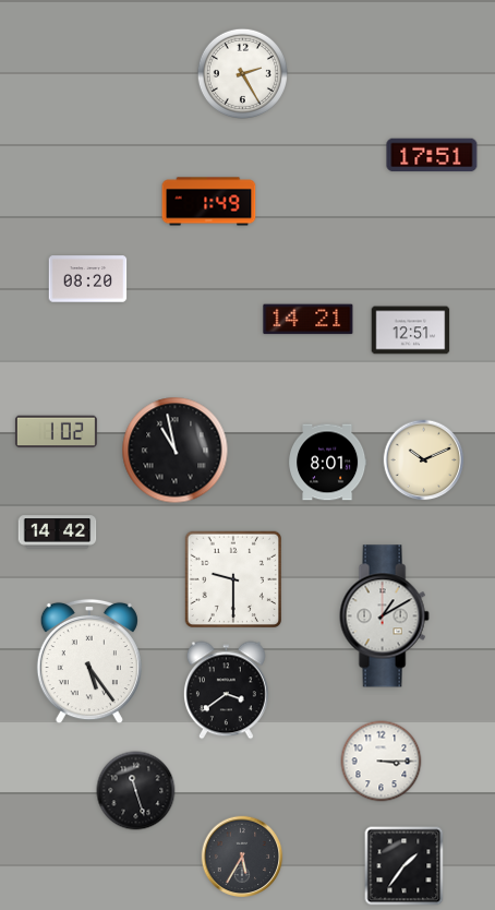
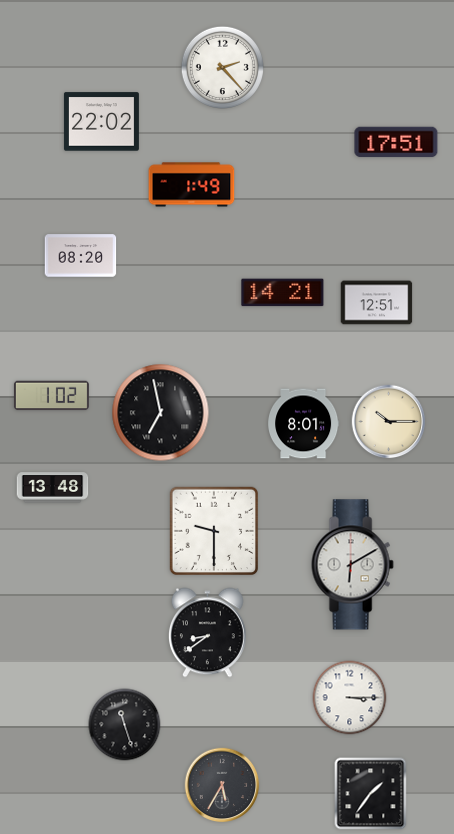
clock at (242, 73): 2:25 -> 2:23
clock at (101, 122): none -> 22:02
clock at (176, 451): 10:58 -> 6:58
clock at (424, 460): 10:11 -> 10:15
clock at (328, 463) position: (328, 463) -> (304, 424)
clock at (58, 532): 14:42 -> 13:48
clock at (384, 616): 1:10 -> 6:10
clock at (89, 661): 5:24 -> none
clock at (226, 691): 3:39 -> 8:39
